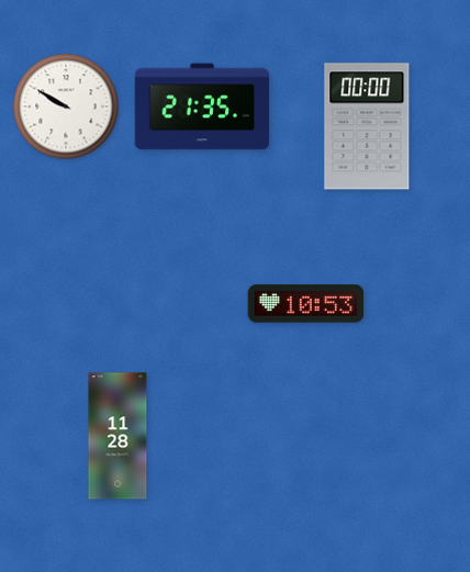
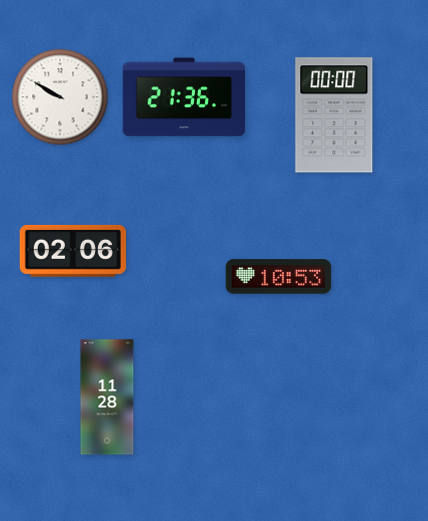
clock at (202, 106): 21:35 -> 21:36
clock at (72, 251): none -> 02:06
